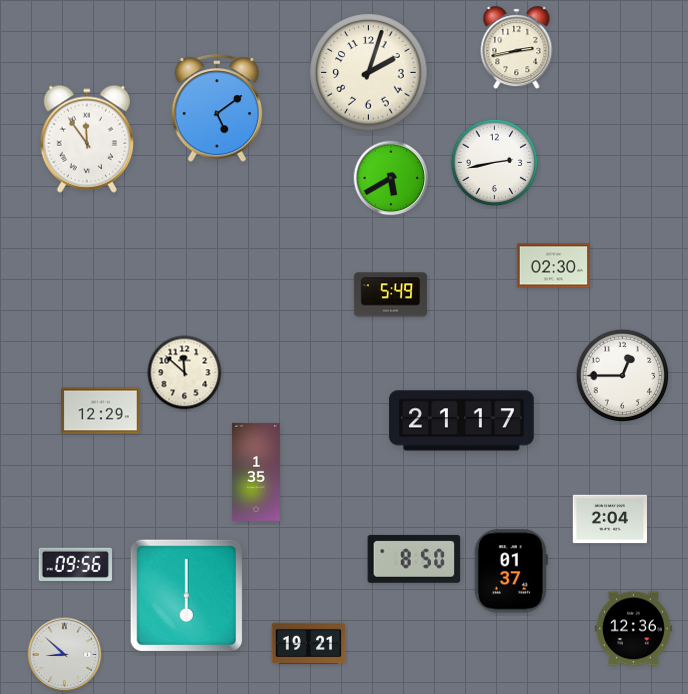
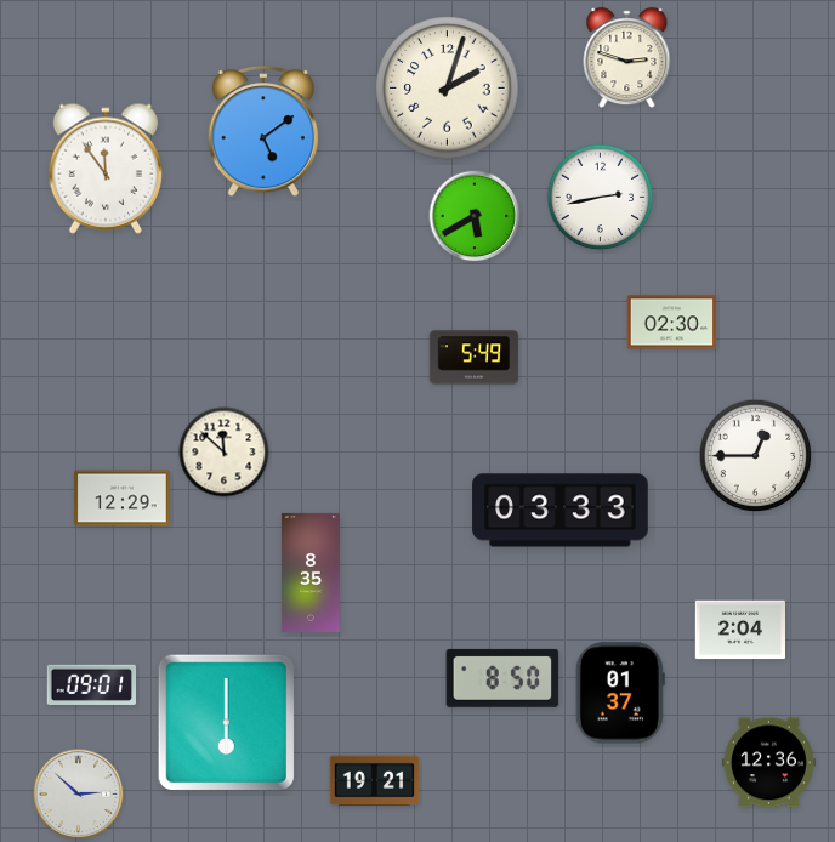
clock at (517, 48): 2:43 -> 2:48
clock at (462, 421): 21:17 -> 03:33
clock at (256, 472): 1:35 -> 8:35
clock at (75, 564): 09:56 -> 09:01
clock at (65, 655): 8:52 -> 2:52
